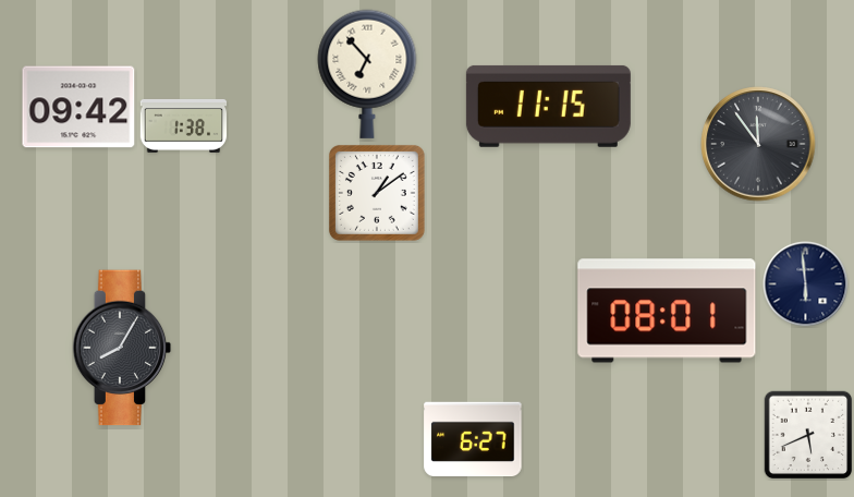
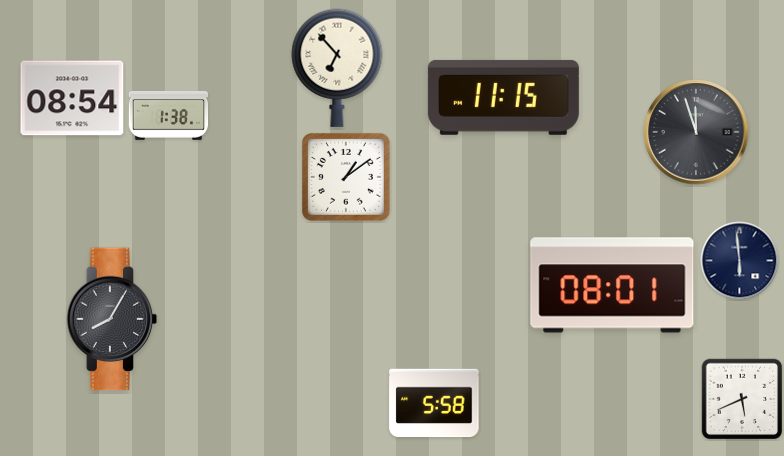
clock at (78, 107): 09:42 -> 08:54
clock at (758, 144): 11:54 -> 11:57
clock at (473, 439): 6:27 -> 5:58
